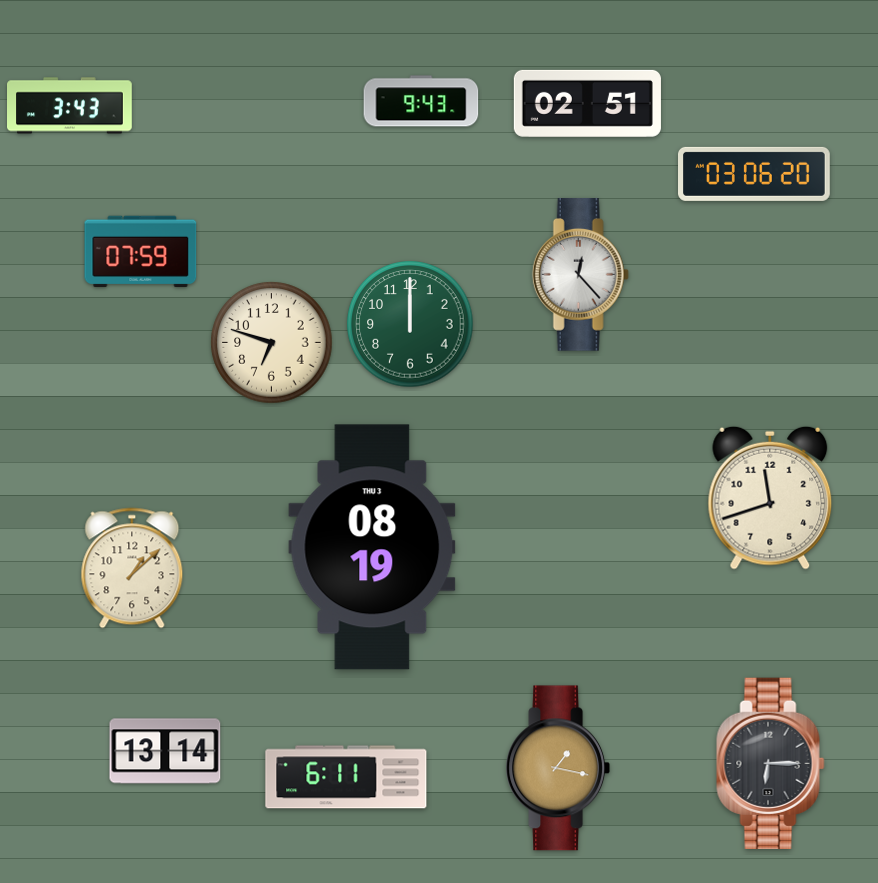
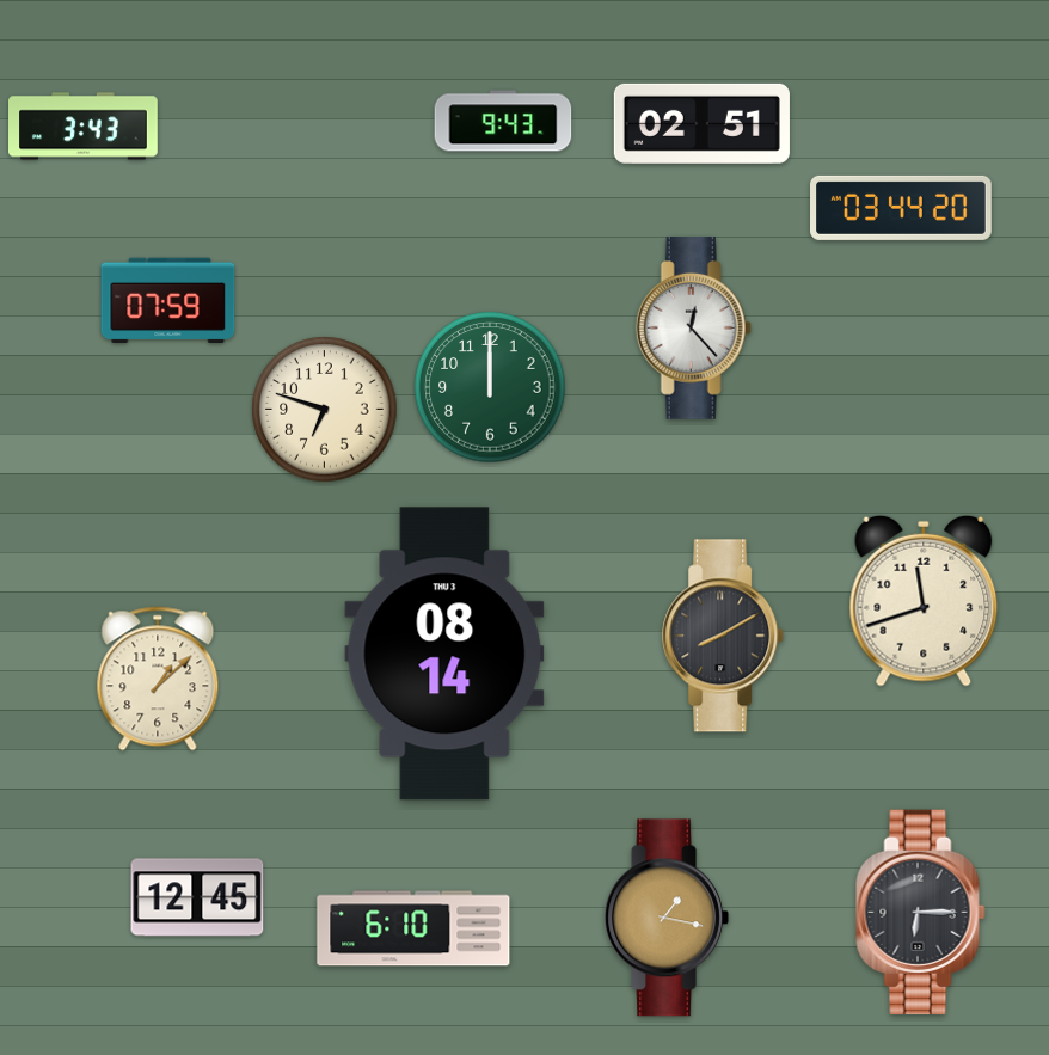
clock at (755, 174): 03:06 -> 03:44
clock at (770, 498) position: (770, 498) -> (924, 601)
clock at (724, 636): none -> 8:10
clock at (372, 547): 08:19 -> 08:14
clock at (165, 751): 13:14 -> 12:45
clock at (346, 777): 6:11 -> 6:10
